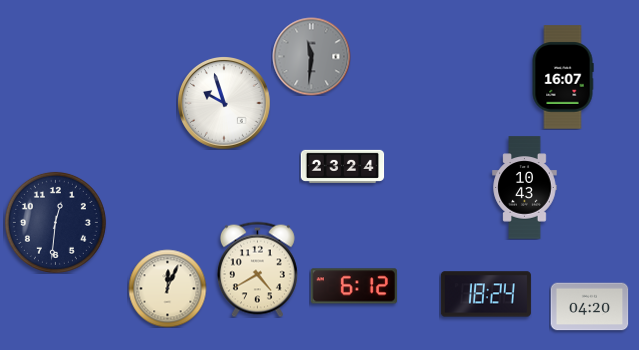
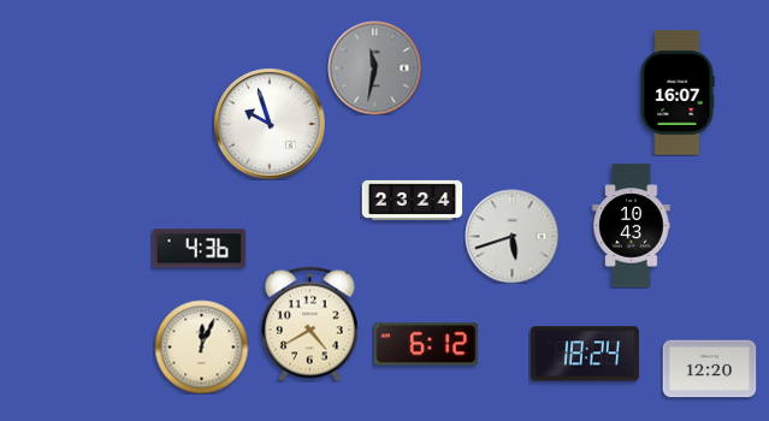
clock at (311, 56): 11:31 -> 11:32
clock at (511, 236): none -> 5:42
clock at (199, 249): none -> 4:36
clock at (55, 222): 12:31 -> none
clock at (589, 307): 04:20 -> 12:20
